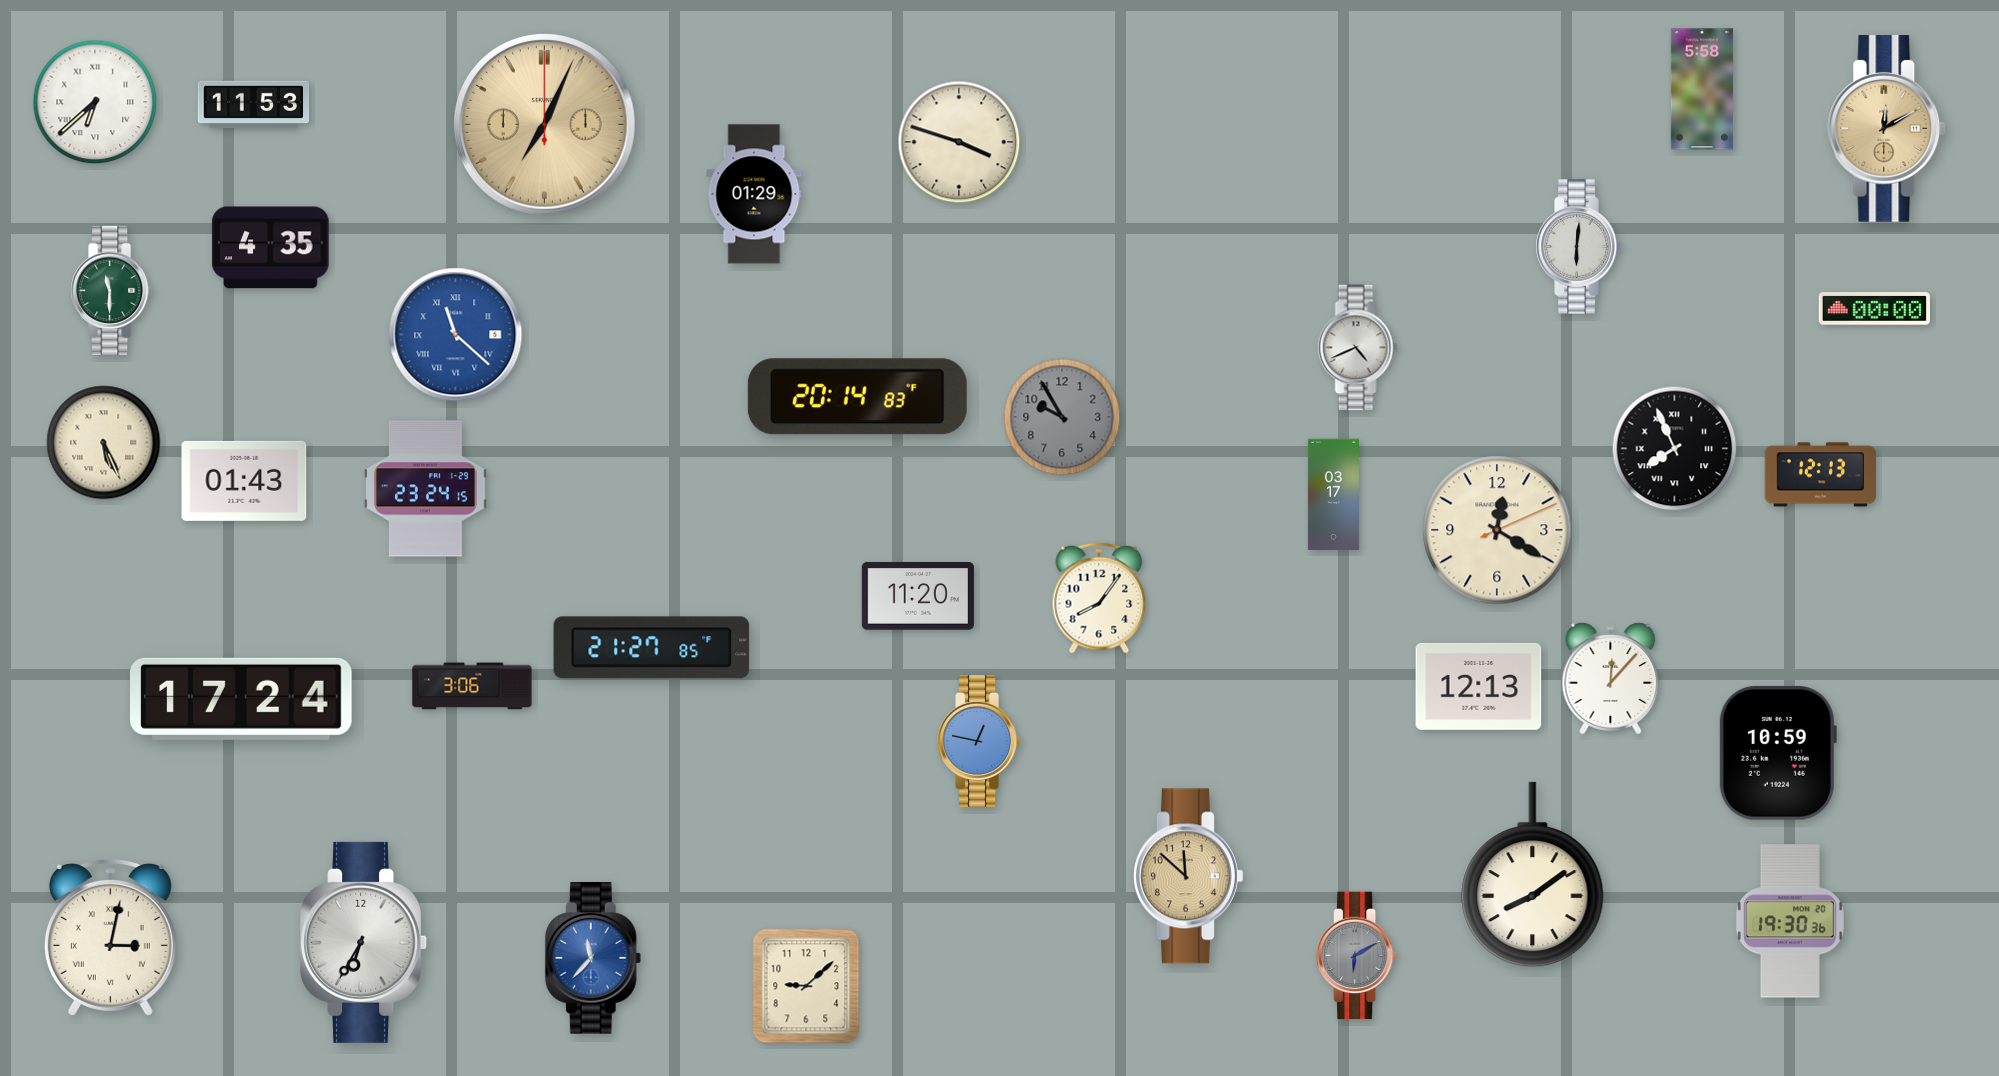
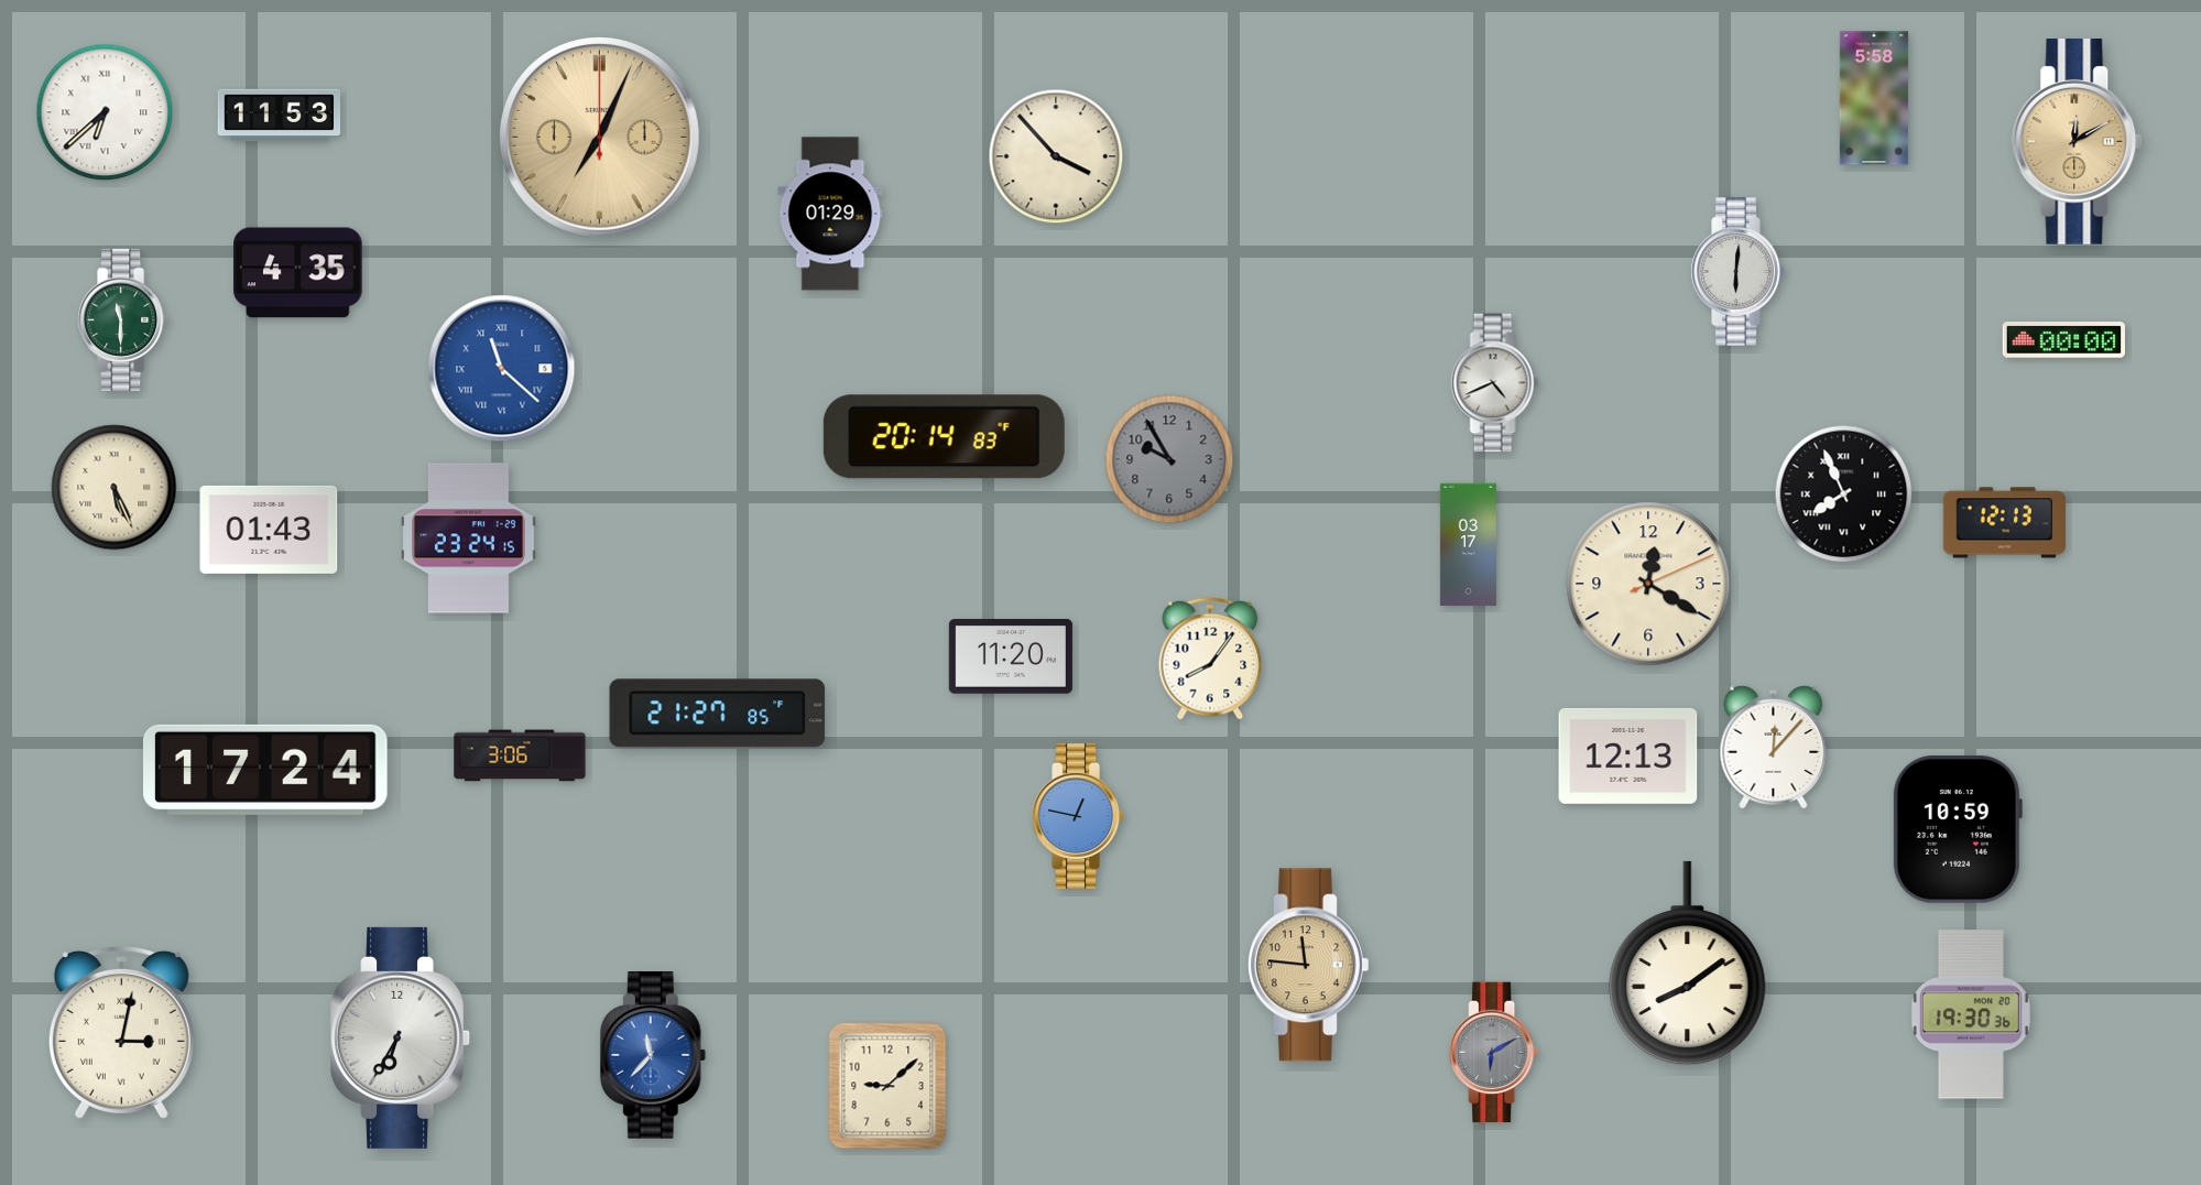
clock at (959, 142): 3:48 -> 3:53
clock at (1187, 876): 11:52 -> 11:46
